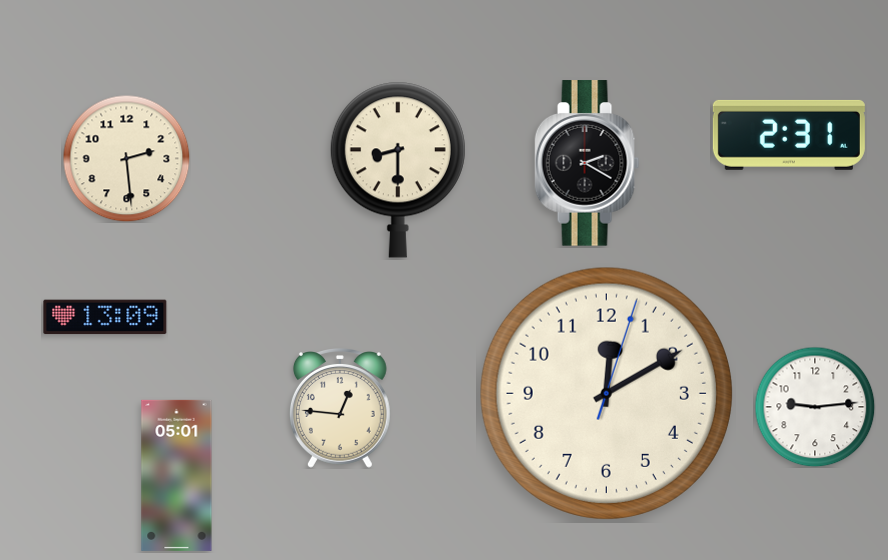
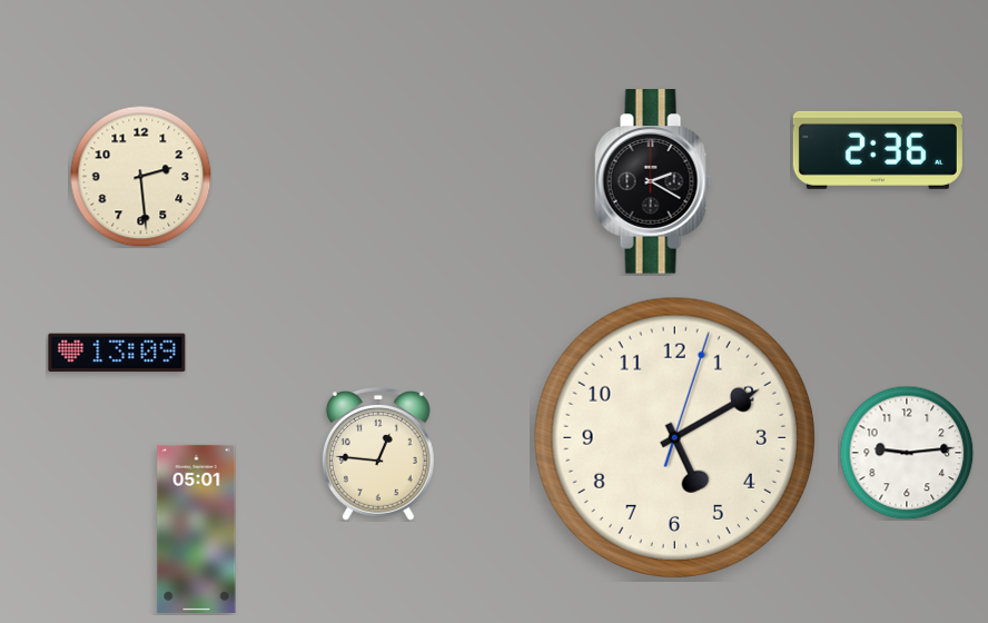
clock at (789, 135): 2:31 -> 2:36
clock at (398, 170): 8:30 -> none
clock at (606, 393): 12:10 -> 5:10
